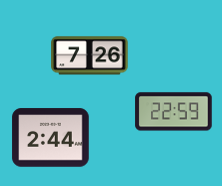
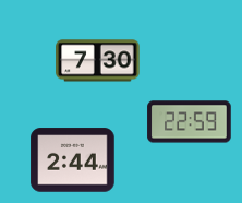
clock at (90, 56): 7:26 -> 7:30
clock at (51, 138) position: (51, 138) -> (73, 160)
